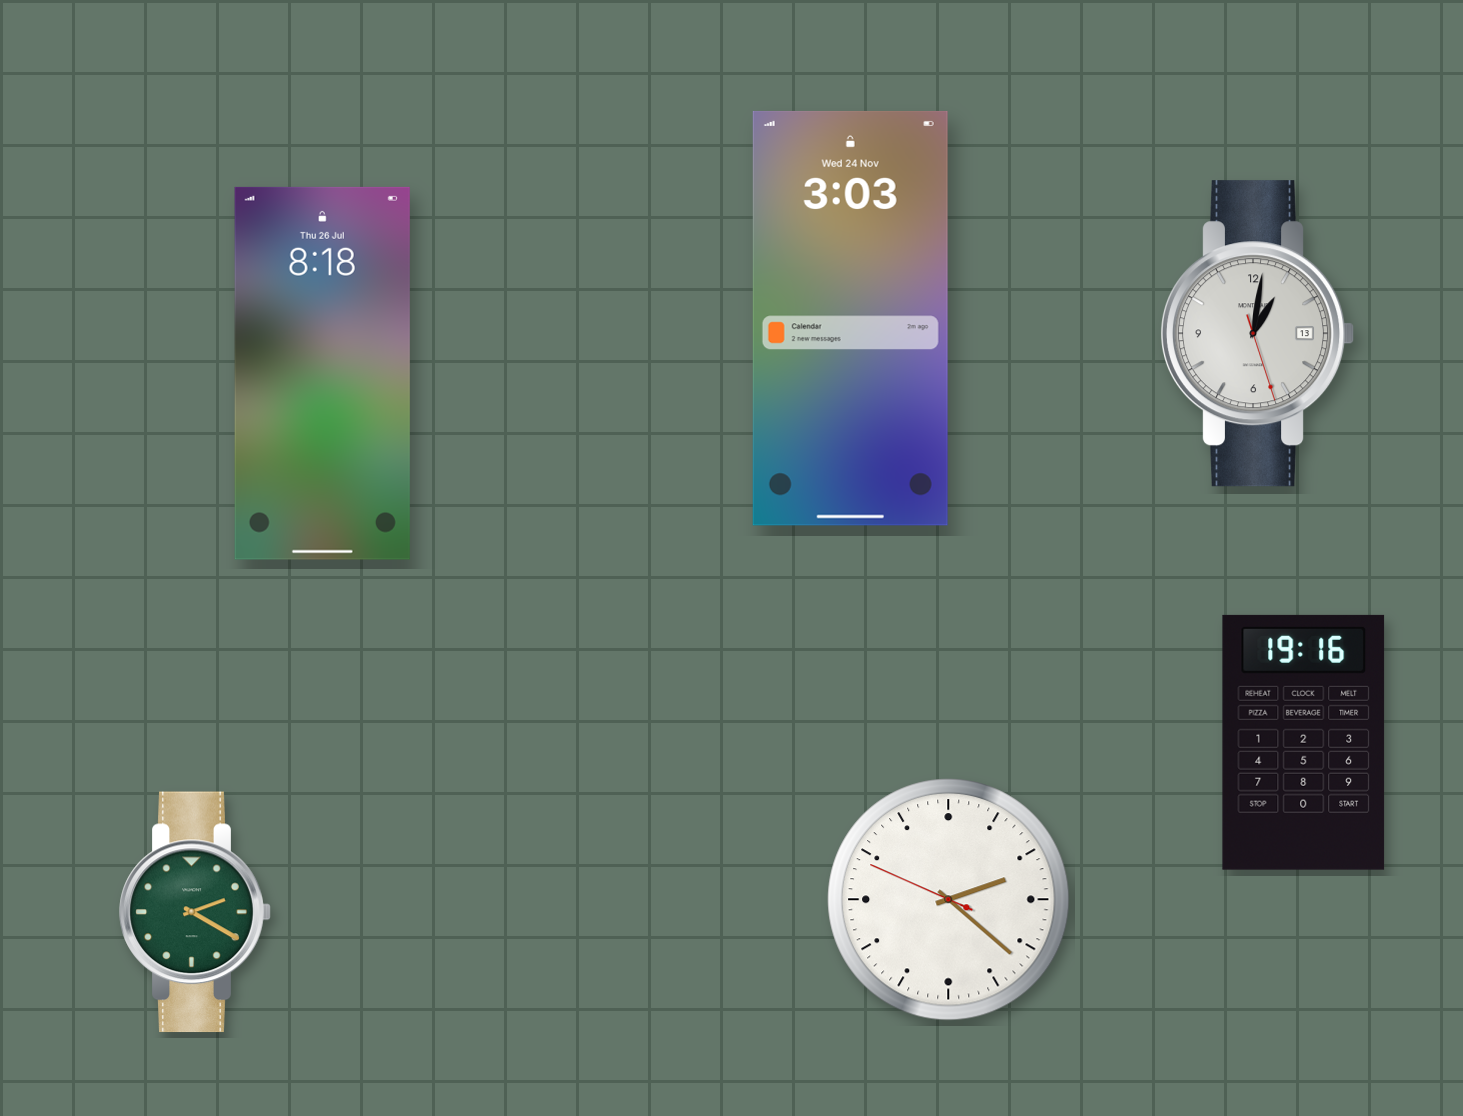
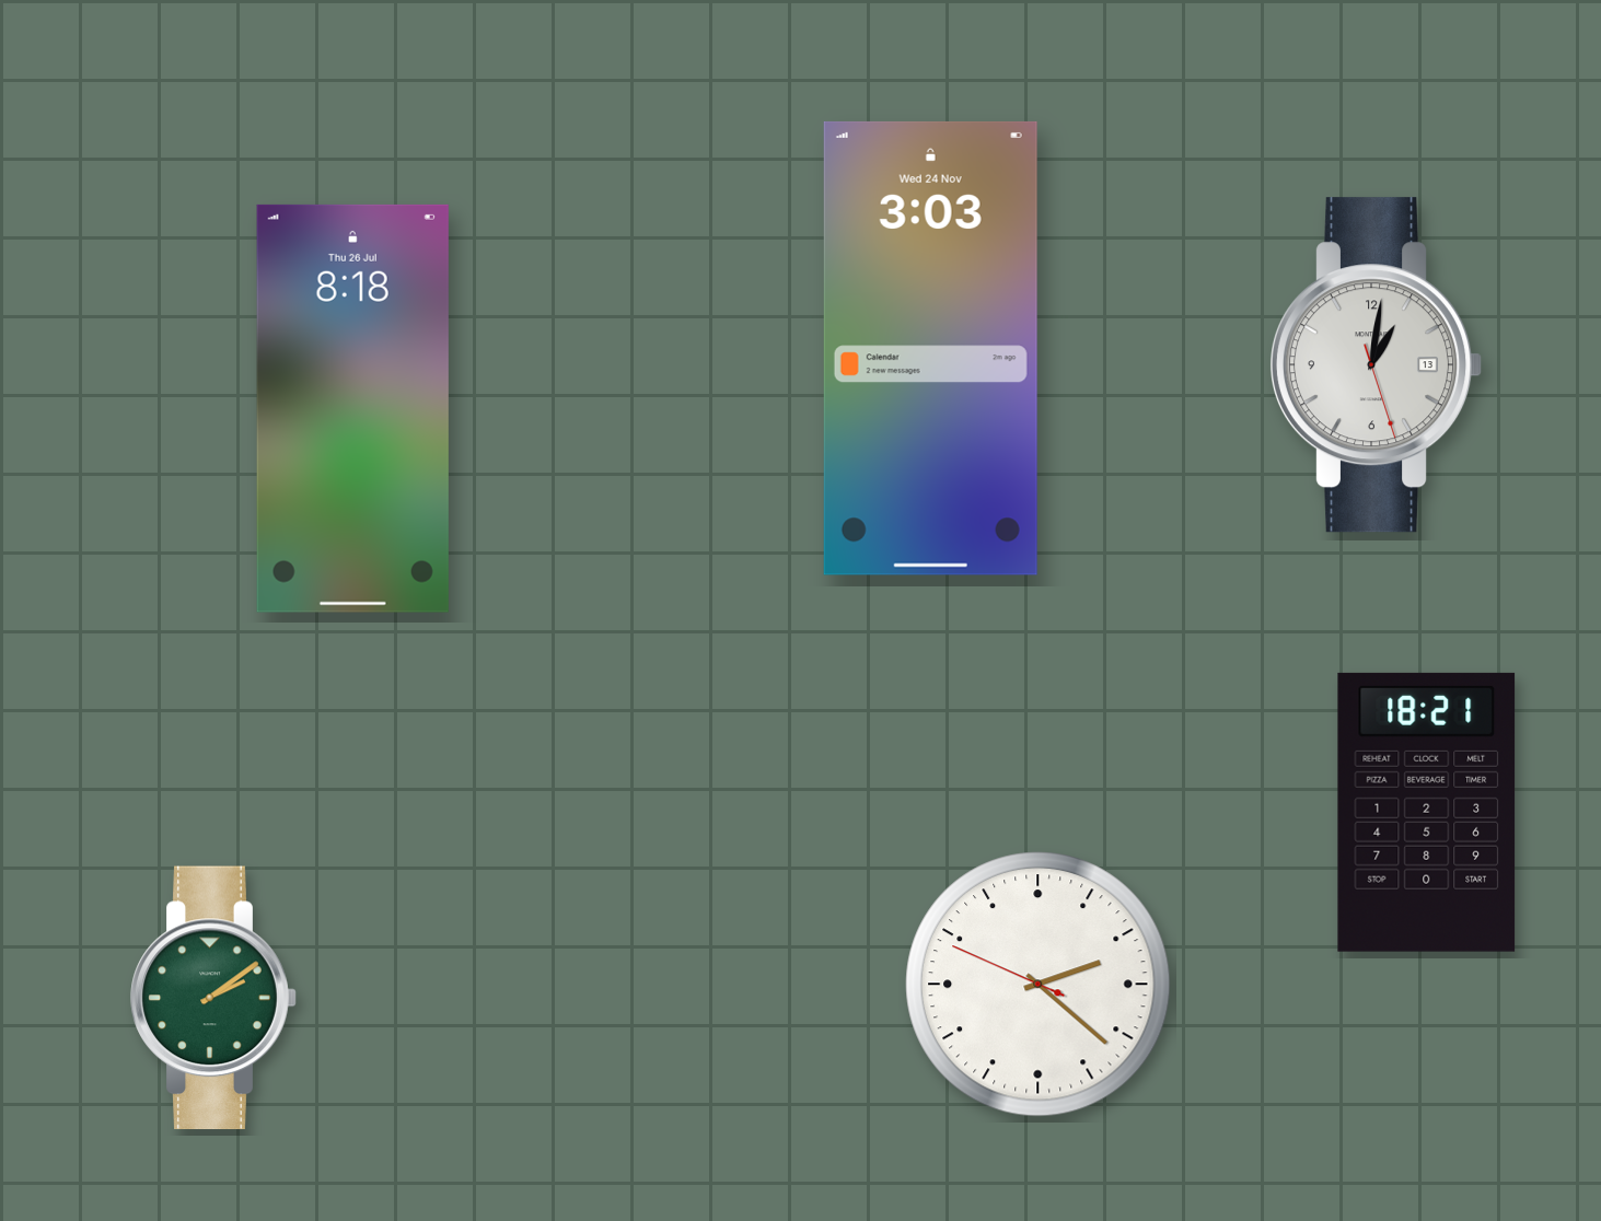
clock at (1304, 742): 19:16 -> 18:21
clock at (195, 912): 2:20 -> 2:09
